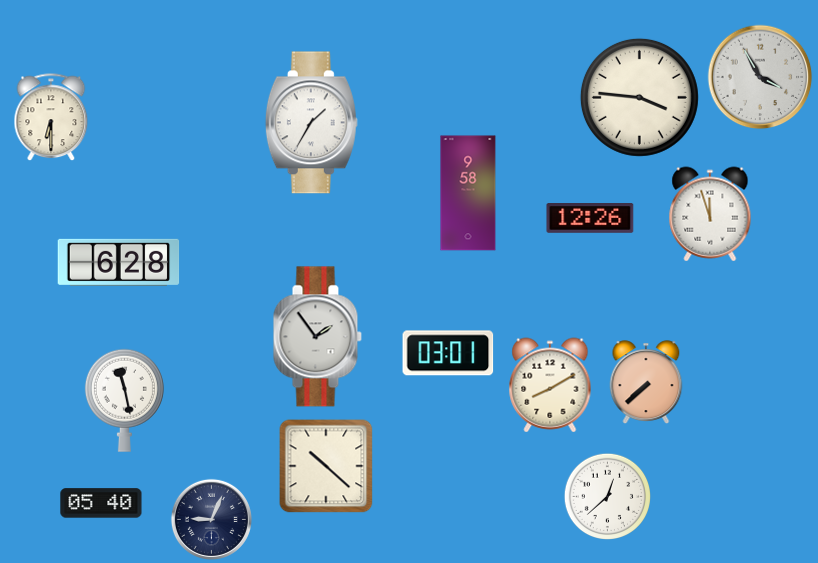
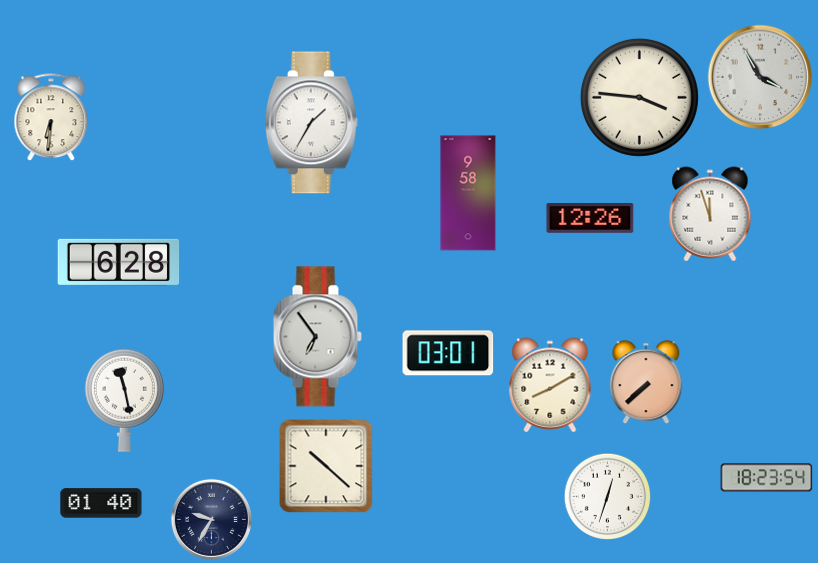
clock at (51, 118): 6:30 -> 6:31
clock at (317, 337): 1:54 -> 6:54
clock at (767, 478): none -> 18:23
clock at (607, 496): 12:38 -> 12:33
clock at (101, 503): 05:40 -> 01:40
clock at (211, 519): 9:04 -> 9:35
